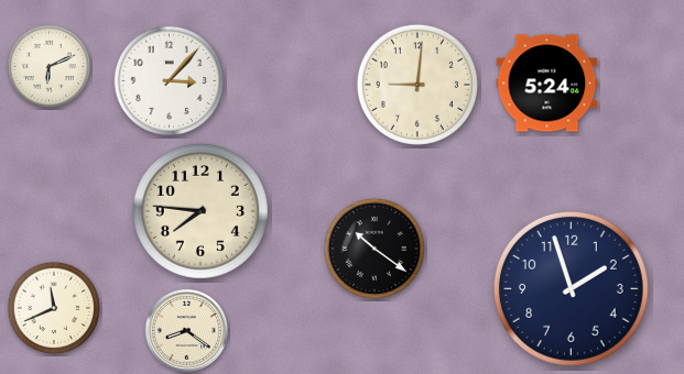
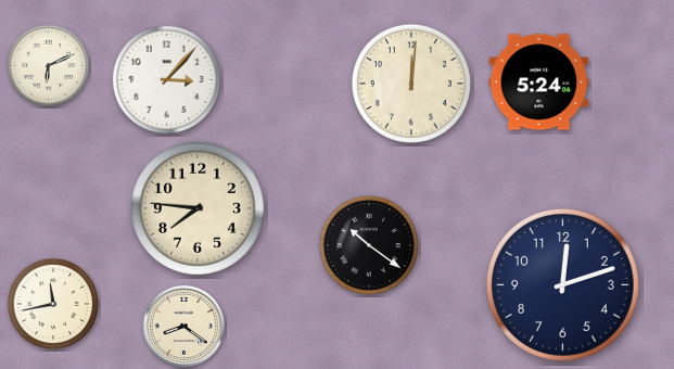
clock at (417, 85): 9:01 -> 12:01
clock at (571, 288): 1:57 -> 12:12
clock at (54, 308): 11:41 -> 11:43
